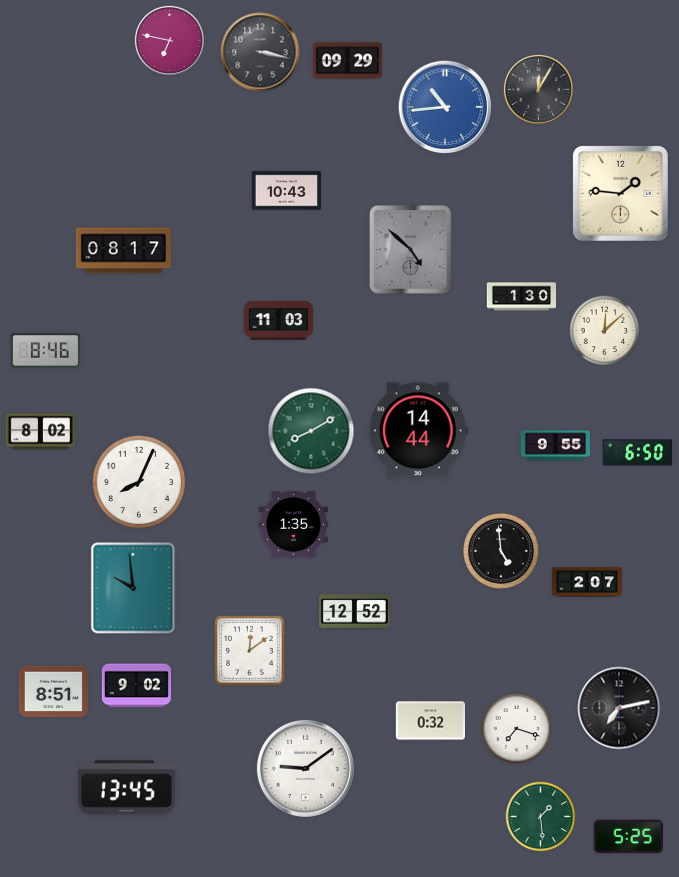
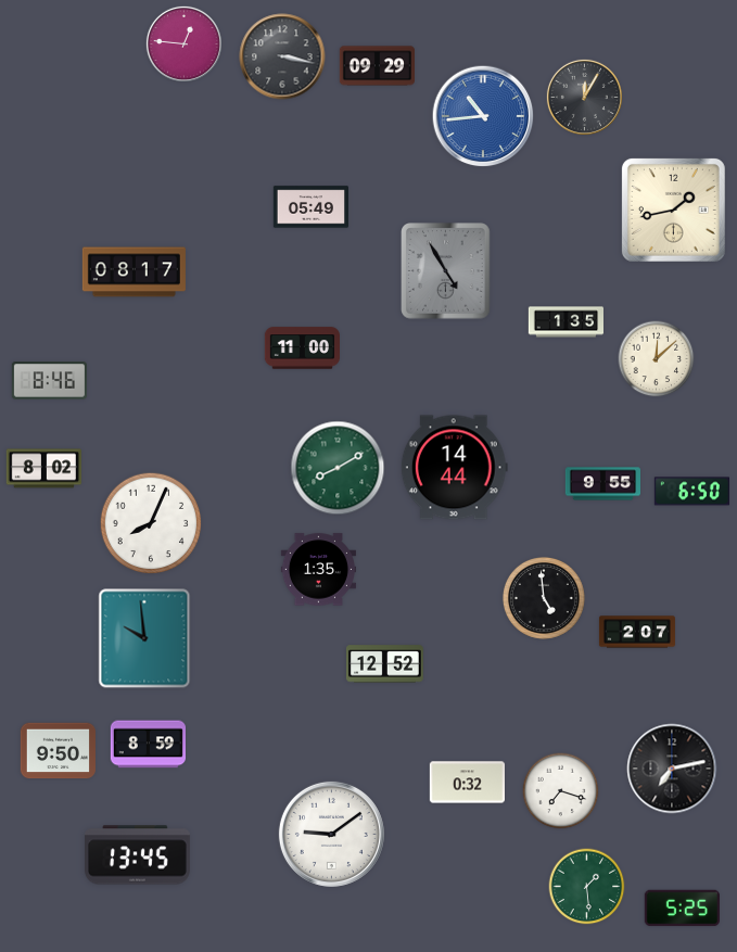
clock at (169, 40): 6:47 -> 12:46
clock at (286, 191): 10:43 -> 05:49
clock at (620, 193): 1:46 -> 1:43
clock at (411, 250): 4:52 -> 4:55
clock at (521, 297): 1:30 -> 1:35
clock at (278, 321): 11:03 -> 11:00
clock at (250, 651): 12:09 -> none
clock at (136, 686): 9:02 -> 8:59
clock at (53, 692): 8:51 -> 9:50
